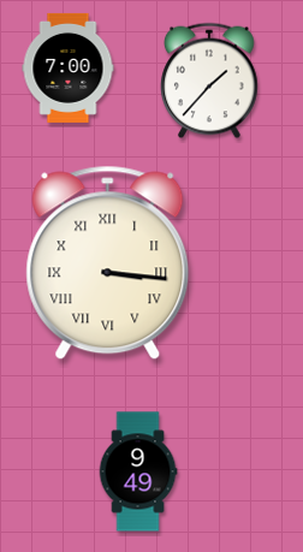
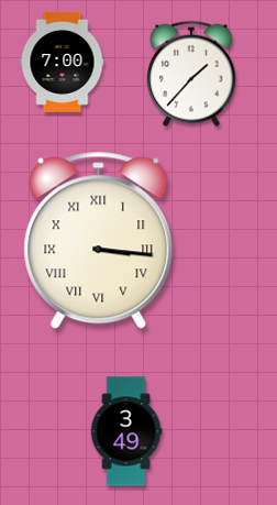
clock at (138, 471): 9:49 -> 3:49
